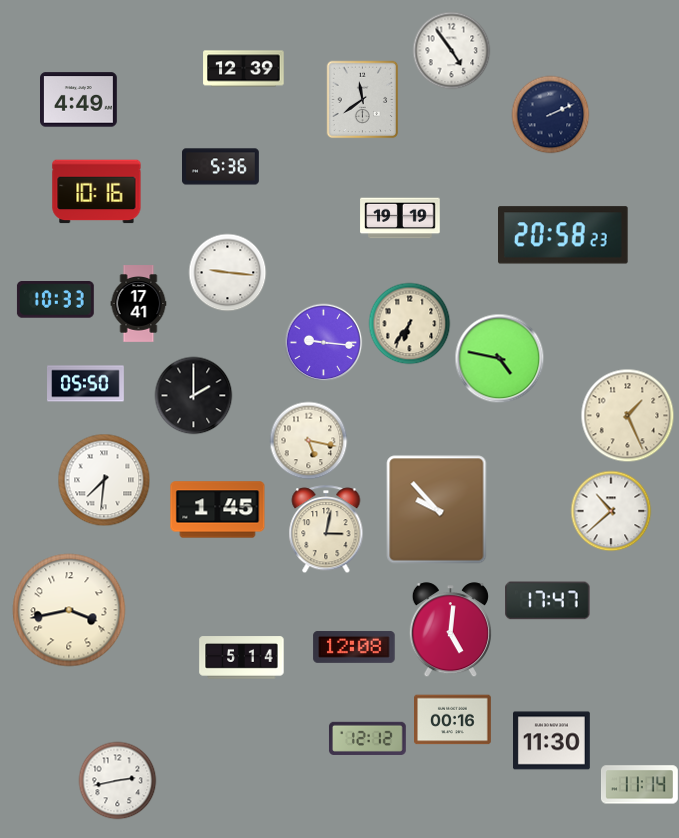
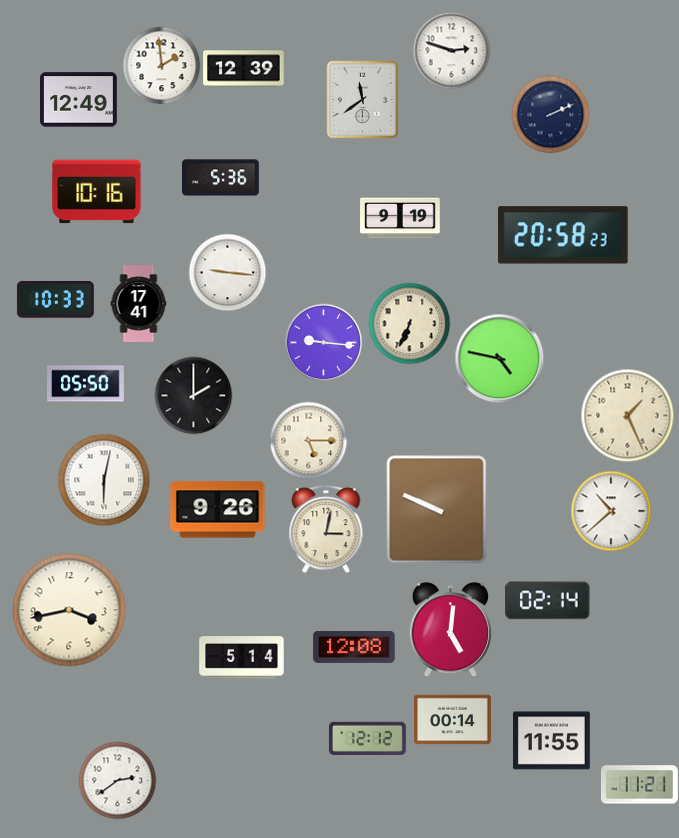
clock at (451, 50): 4:54 -> 2:48
clock at (161, 65): none -> 1:59
clock at (79, 100): 4:49 -> 12:49
clock at (221, 167) position: (221, 167) -> (221, 178)
clock at (400, 218): 19:19 -> 9:19
clock at (409, 323): 6:36 -> 6:34
clock at (308, 440): 5:17 -> 5:15
clock at (104, 480): 7:31 -> 6:02
clock at (218, 510): 1:45 -> 9:26
clock at (437, 510): 9:53 -> 9:49
clock at (548, 601): 17:47 -> 02:14
clock at (453, 720): 00:16 -> 00:14
clock at (552, 741): 11:30 -> 11:55
clock at (117, 780): 2:43 -> 2:39
clock at (639, 785): 11:14 -> 11:21
